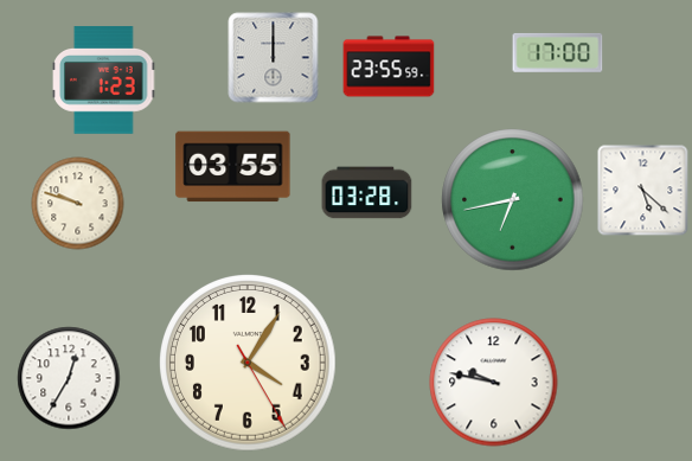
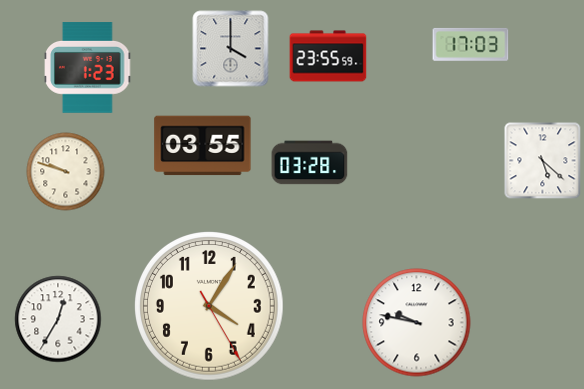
clock at (558, 52): 17:00 -> 17:03
clock at (274, 58): 12:00 -> 4:00
clock at (233, 167) position: (233, 167) -> (203, 146)
clock at (513, 200): 6:43 -> none
